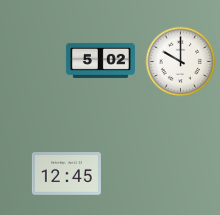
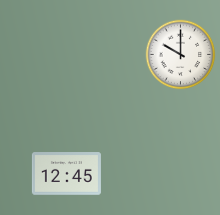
clock at (100, 60): 5:02 -> none
clock at (181, 62) position: (181, 62) -> (181, 55)
